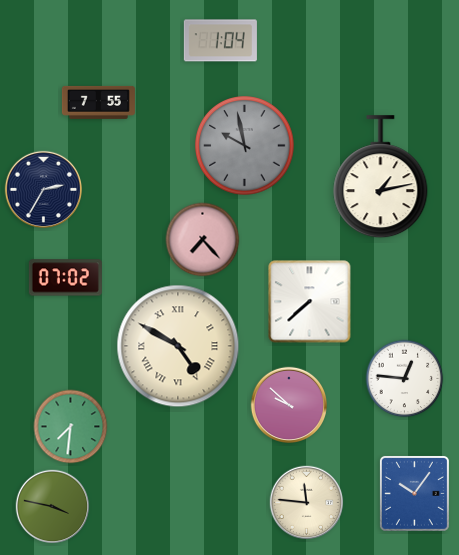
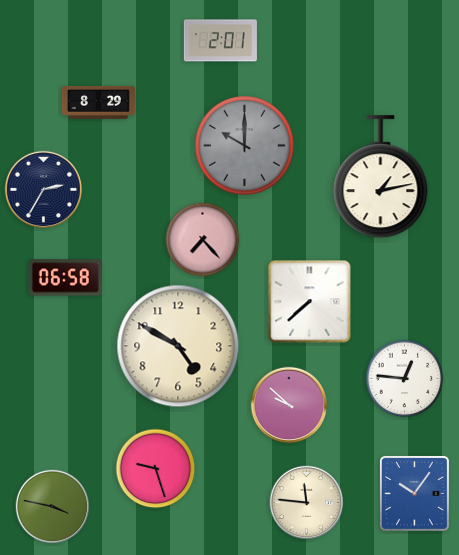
clock at (220, 41): 1:04 -> 2:01
clock at (98, 102): 7:55 -> 8:29
clock at (245, 146): 9:58 -> 10:00
clock at (65, 278): 07:02 -> 06:58
clock at (178, 346) numerals: Roman -> Arabic
clock at (71, 427): 7:31 -> none
clock at (156, 469): none -> 9:27
